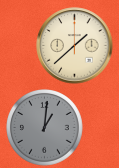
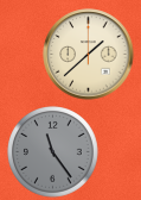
clock at (45, 128): 1:01 -> 11:24
